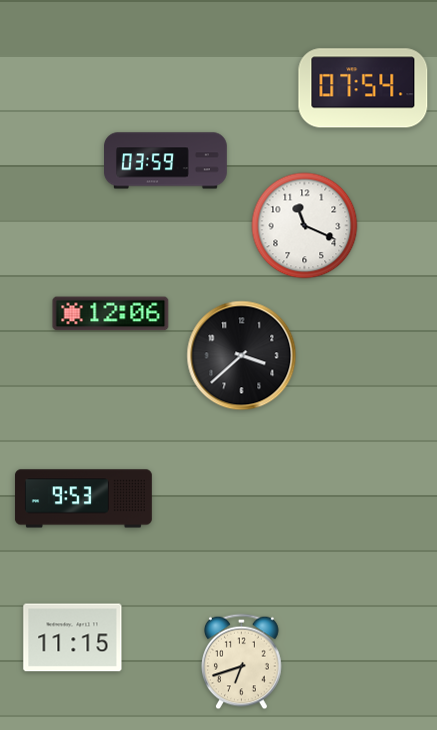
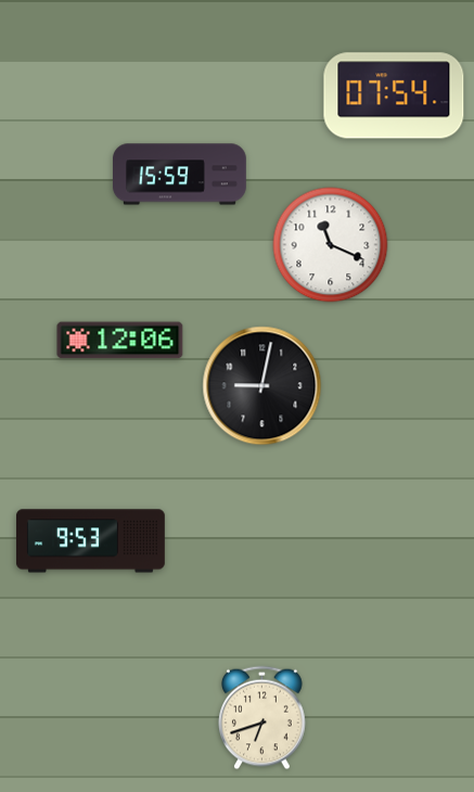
clock at (166, 161): 03:59 -> 15:59
clock at (242, 356): 3:38 -> 9:02
clock at (73, 638): 11:15 -> none
